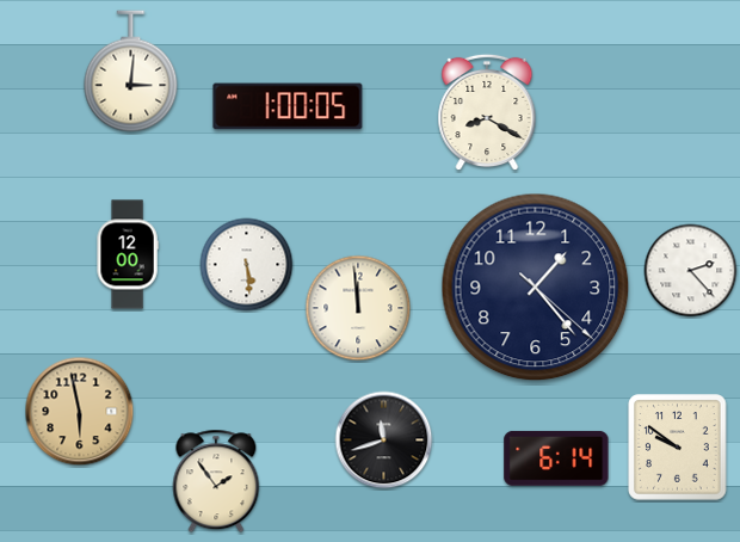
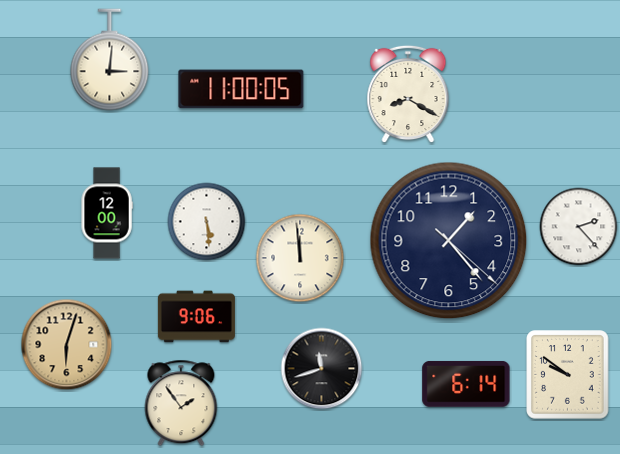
clock at (288, 106): 1:00 -> 11:00
clock at (196, 317): none -> 9:06
clock at (80, 412): 5:58 -> 6:03
